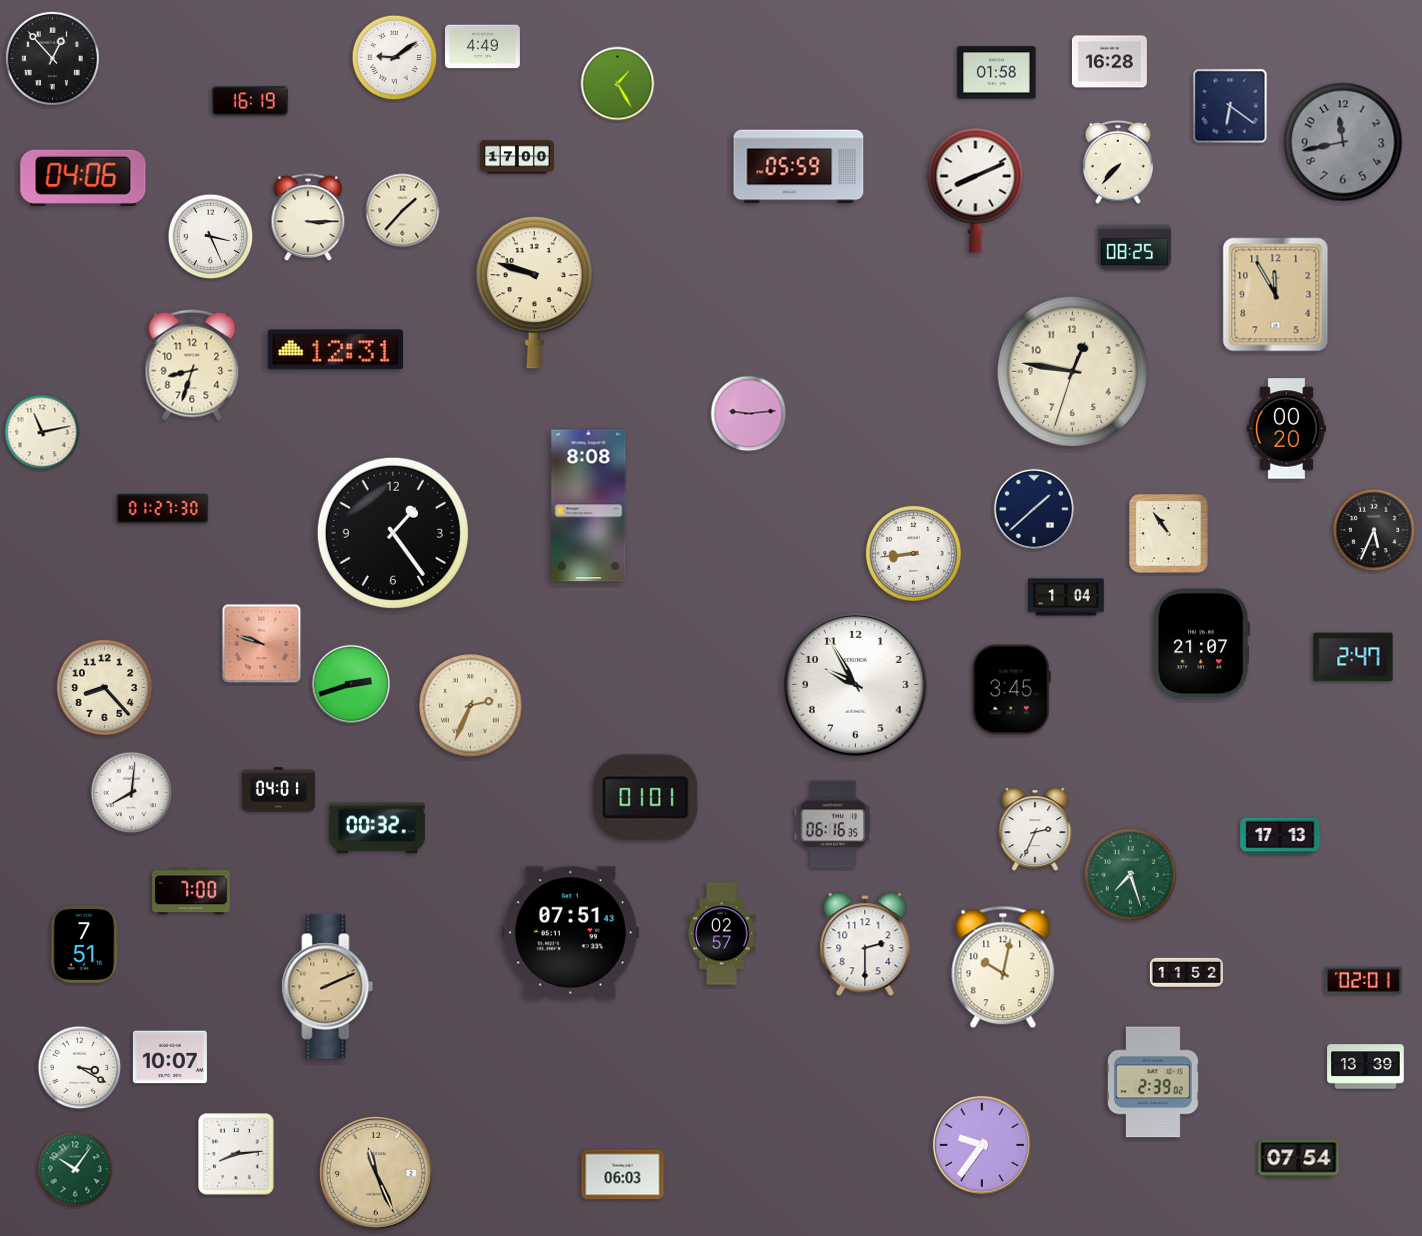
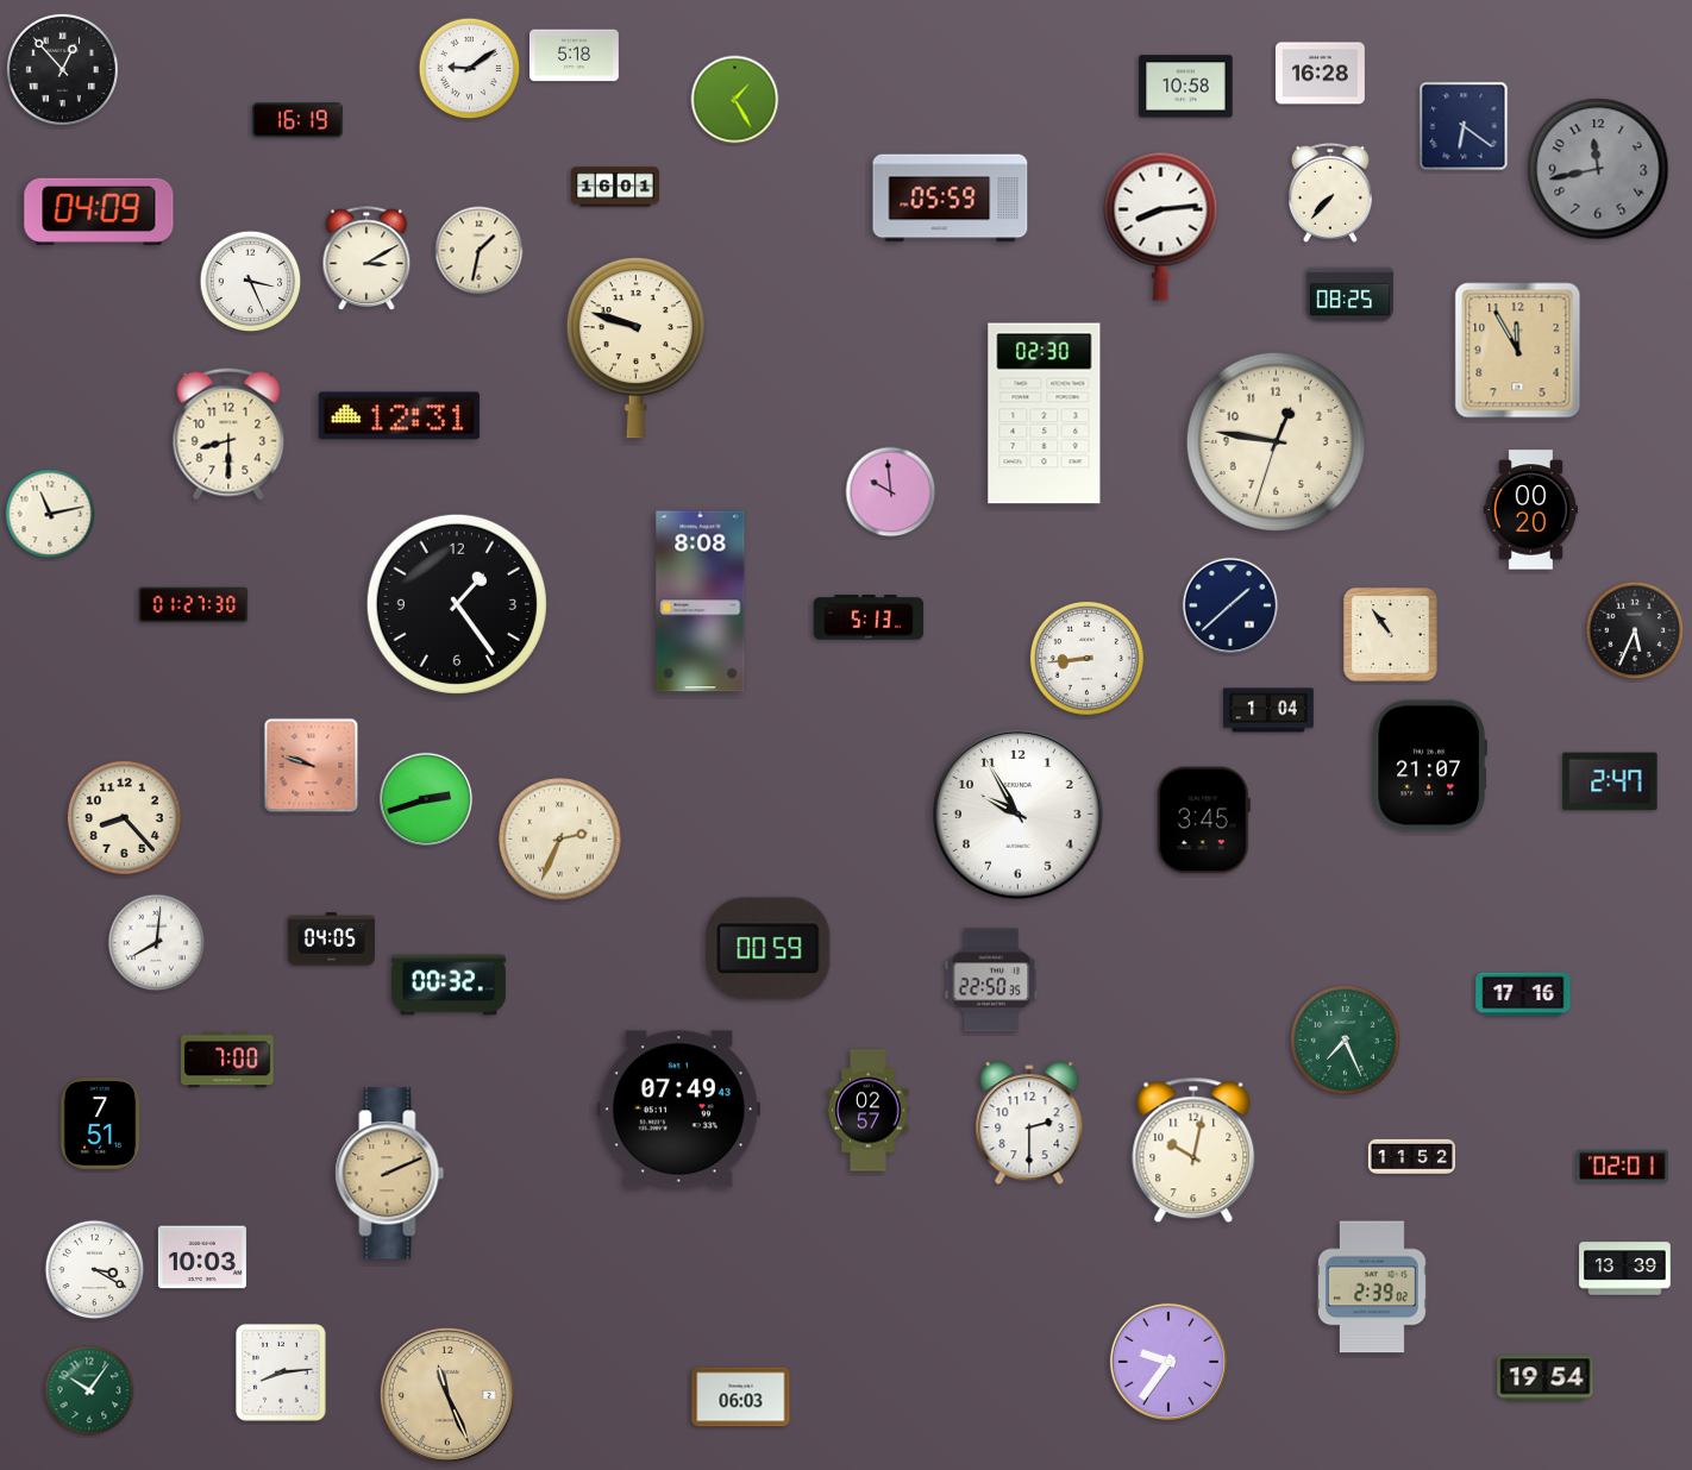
clock at (482, 47): 4:49 -> 5:18
clock at (997, 73): 01:58 -> 10:58
clock at (517, 157): 17:00 -> 16:01
clock at (83, 178): 04:06 -> 04:09
clock at (976, 190): 8:11 -> 8:14
clock at (403, 211): 1:37 -> 1:32
clock at (308, 218): 3:15 -> 3:10
clock at (1045, 414): none -> 02:30
clock at (192, 365): 8:33 -> 8:30
clock at (749, 414): 9:14 -> 9:59
clock at (869, 617): none -> 5:13
clock at (393, 533) position: (393, 533) -> (457, 604)
clock at (351, 684) position: (351, 684) -> (426, 799)
clock at (278, 790): 04:01 -> 04:05
clock at (646, 798): 01:01 -> 00:59
clock at (833, 824): 06:16 -> 22:50
clock at (1035, 830): 2:34 -> none
clock at (1280, 836): 17:13 -> 17:16
clock at (1130, 874): 7:27 -> 7:26
clock at (570, 933): 07:51 -> 07:49
clock at (722, 934) position: (722, 934) -> (869, 1111)
clock at (170, 1057): 10:07 -> 10:03
clock at (1299, 1159): 07:54 -> 19:54
